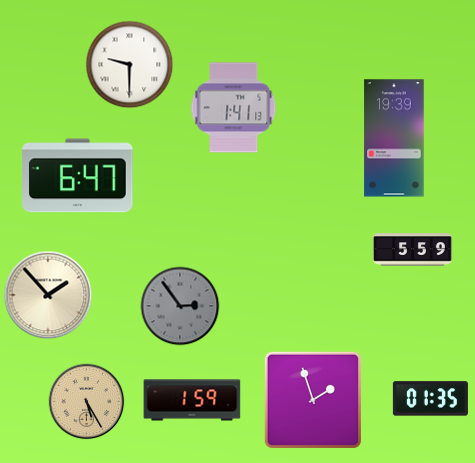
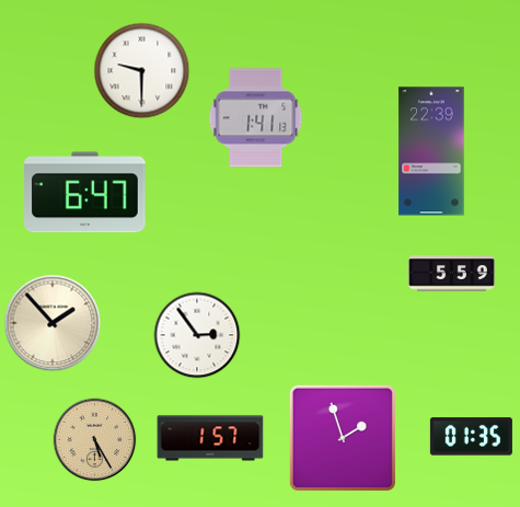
clock at (394, 138): 19:39 -> 22:39
clock at (180, 306) dial: grey -> white
clock at (192, 400): 1:59 -> 1:57
